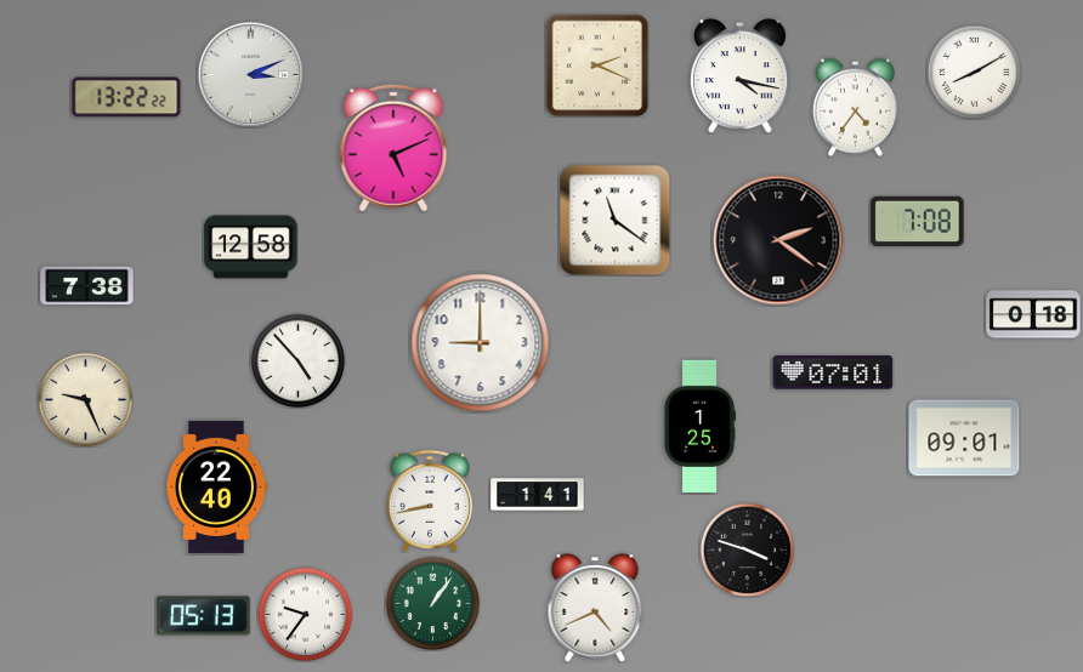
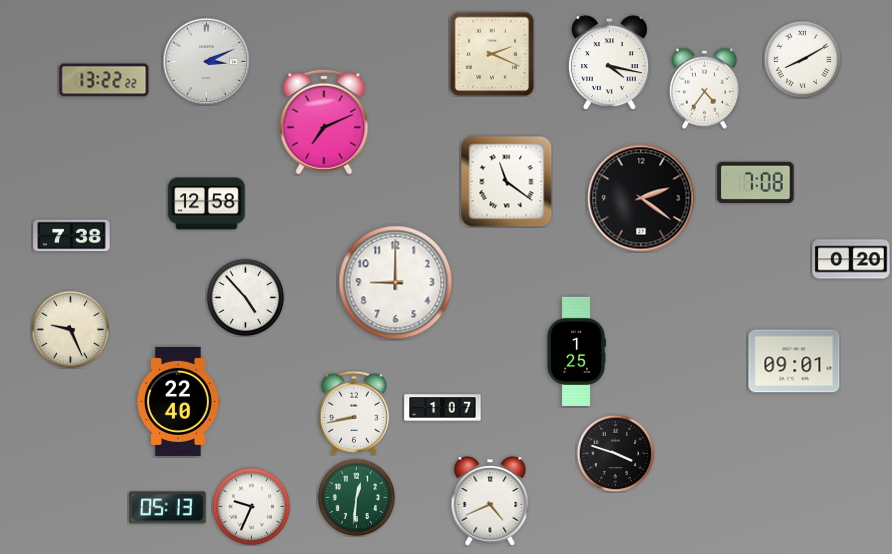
clock at (393, 148): 5:11 -> 7:11
clock at (1033, 314): 0:18 -> 0:20
clock at (833, 372): 07:01 -> none
clock at (538, 495): 1:41 -> 1:07
clock at (432, 603): 1:06 -> 12:31
clock at (305, 614): 9:36 -> 9:34
